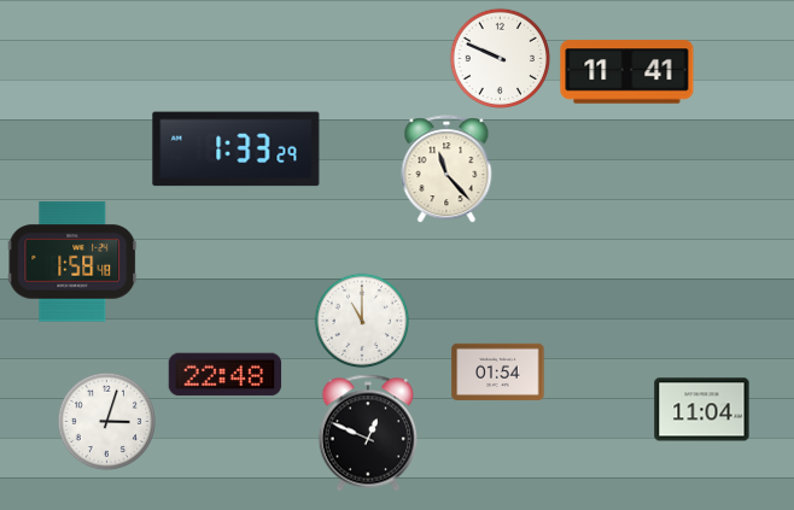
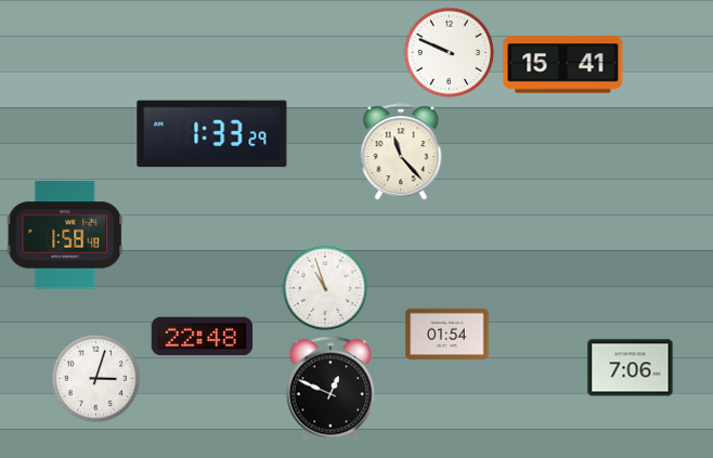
clock at (627, 72): 11:41 -> 15:41
clock at (362, 321): 11:00 -> 10:57
clock at (702, 410): 11:04 -> 7:06
